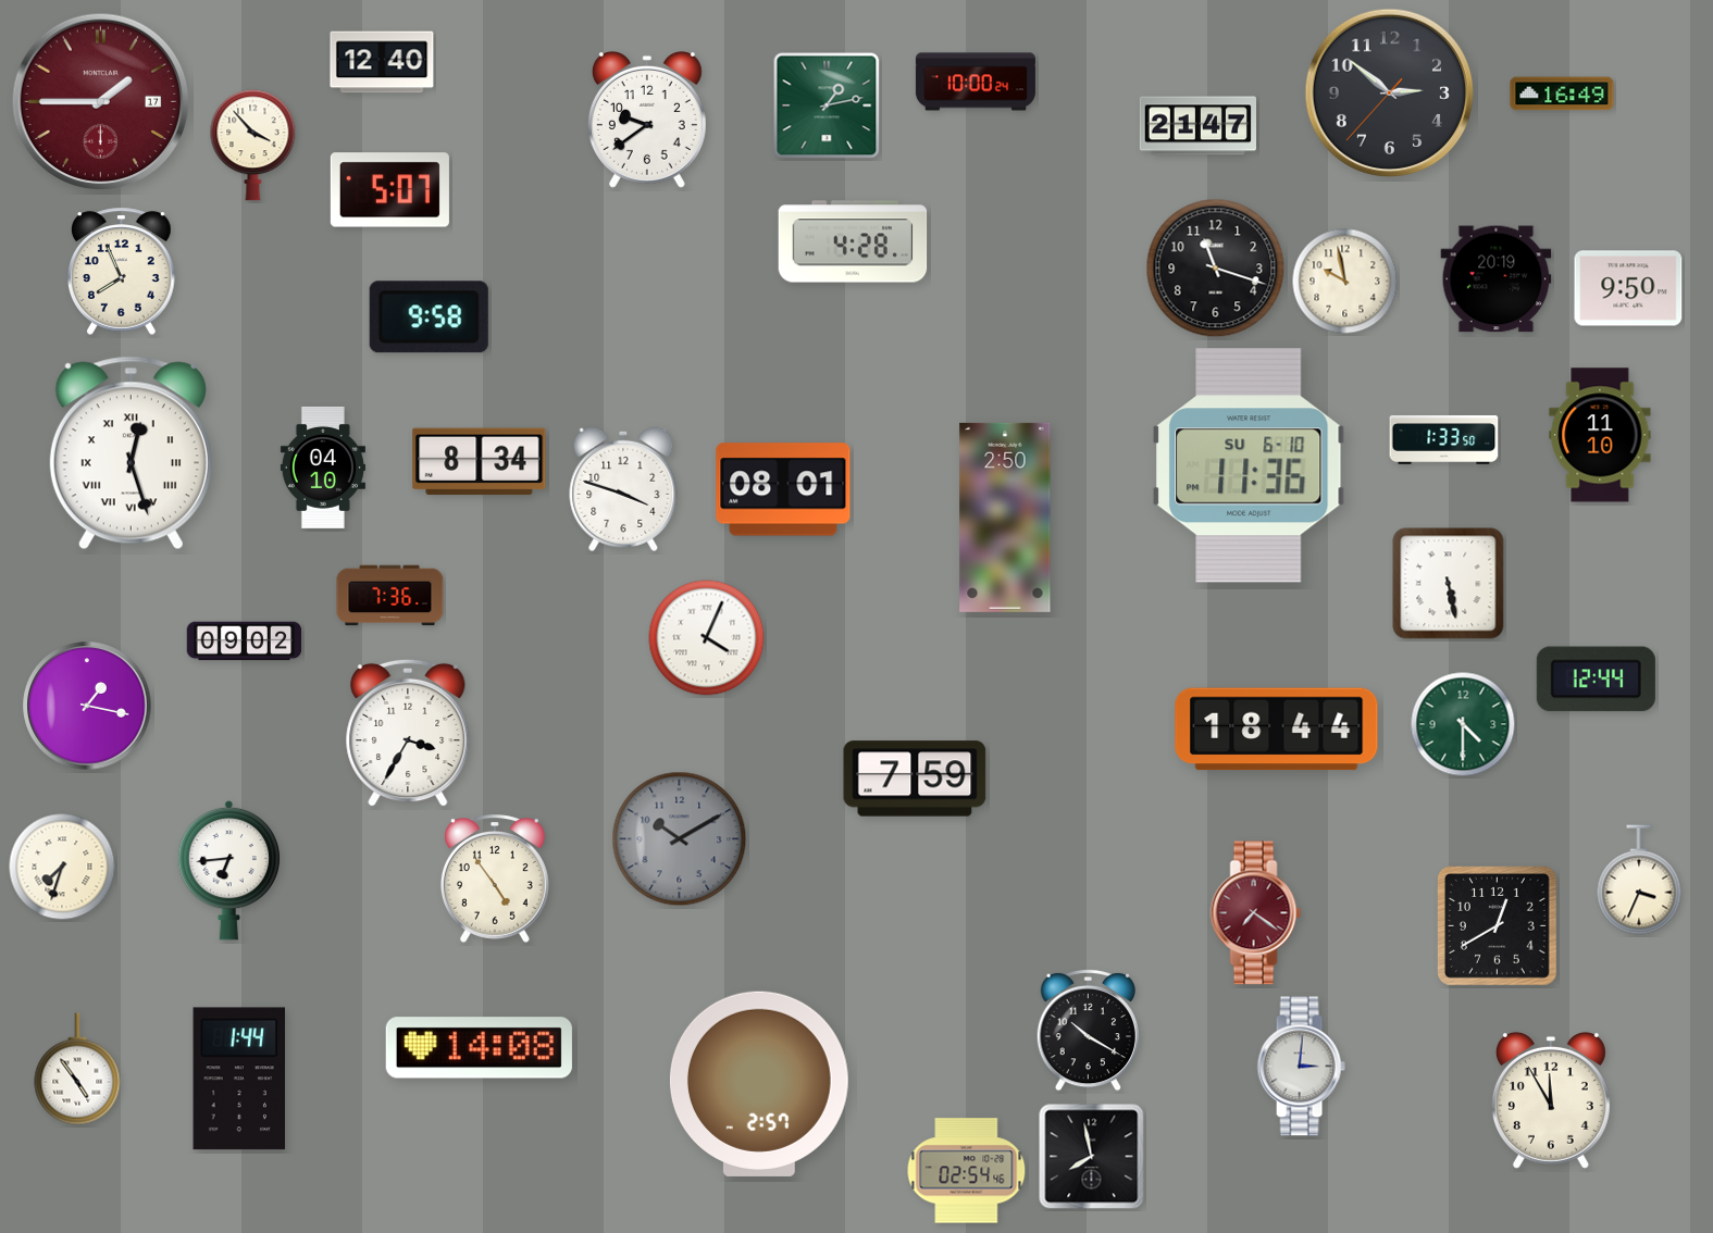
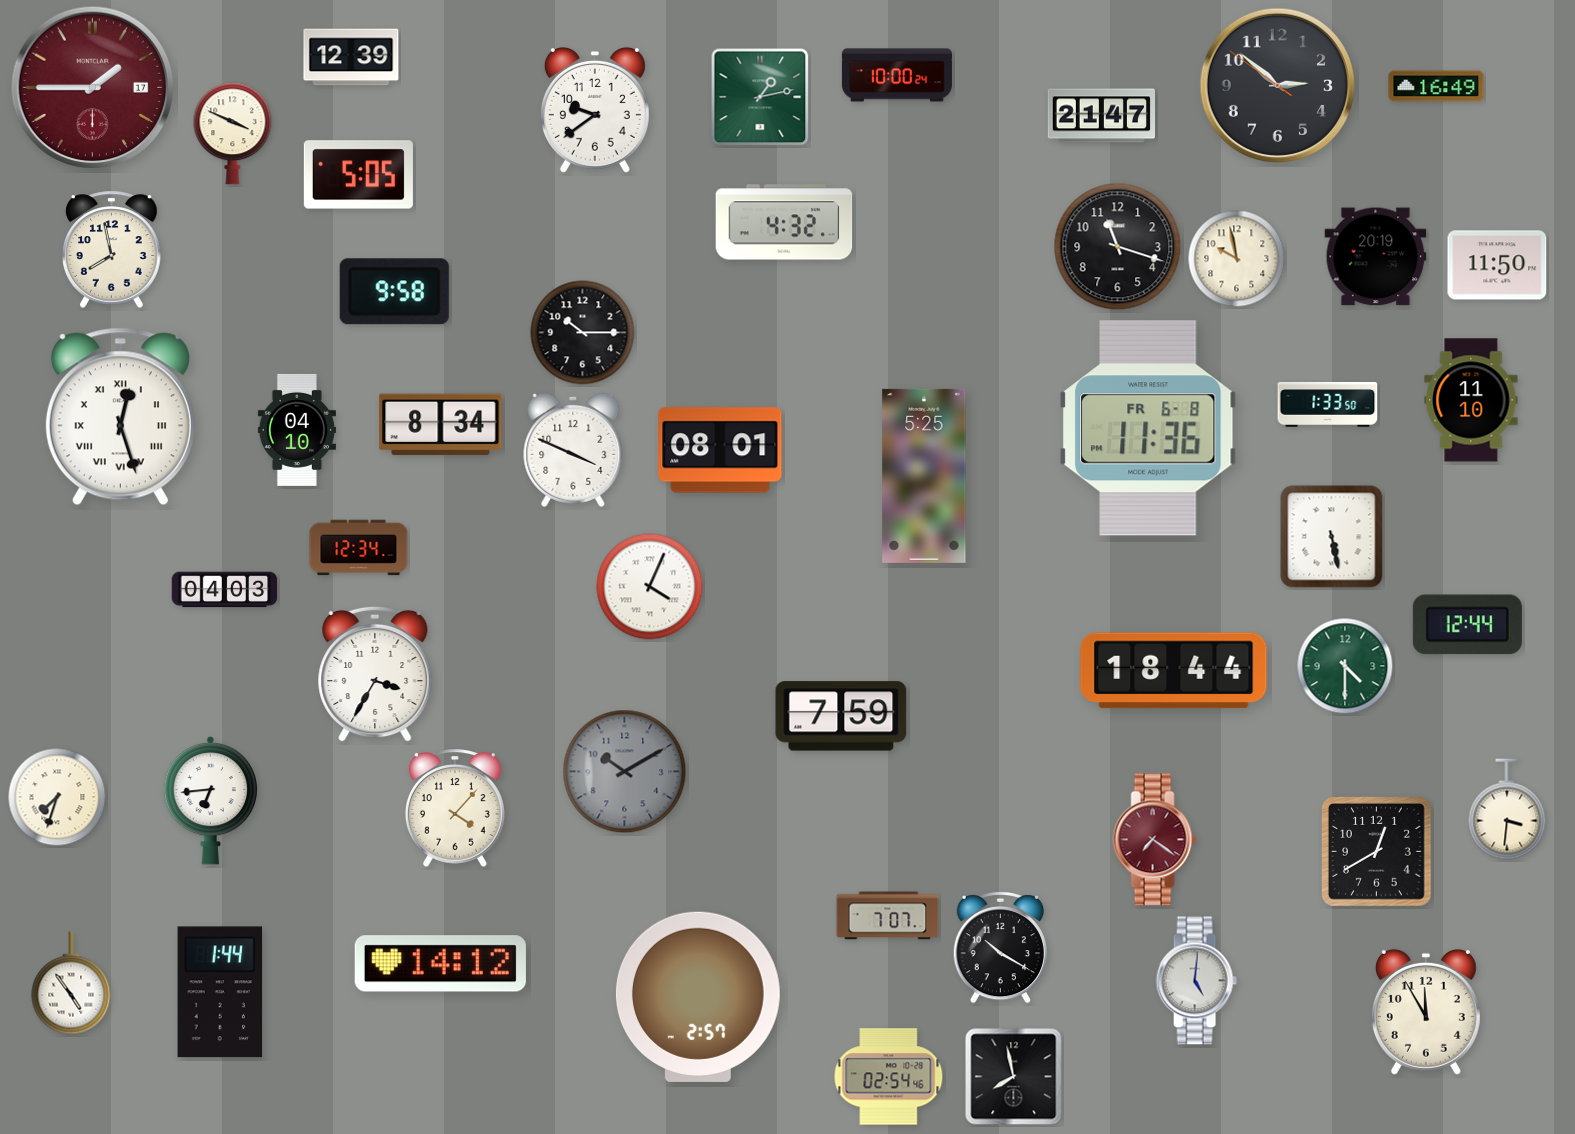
clock at (382, 62): 12:40 -> 12:39
clock at (1389, 92): 2:51:37 -> 2:51:51
clock at (101, 102) position: (101, 102) -> (93, 88)
clock at (253, 146): 3:53 -> 3:49
clock at (389, 190): 5:07 -> 5:05
clock at (853, 241): 4:28 -> 4:32
clock at (122, 271): 7:56 -> 7:58
clock at (1628, 288): 9:50 -> 11:50
clock at (583, 333): none -> 10:15
clock at (1250, 465) date: SU 6-10 -> FR 6-8
clock at (623, 489): 3:48 -> 3:49
clock at (1005, 518): 2:50 -> 5:25
clock at (390, 596): 7:36 -> 12:34
clock at (245, 642): 09:02 -> 04:03
clock at (87, 706): 1:17 -> none
clock at (495, 879): 4:54 -> 4:07
clock at (1639, 880): 3:34 -> 3:31
clock at (888, 916): none -> 7:07
clock at (479, 1048): 14:08 -> 14:12
clock at (1301, 1067): 3:01 -> 5:01
clock at (1092, 1157) position: (1092, 1157) -> (1014, 1077)
